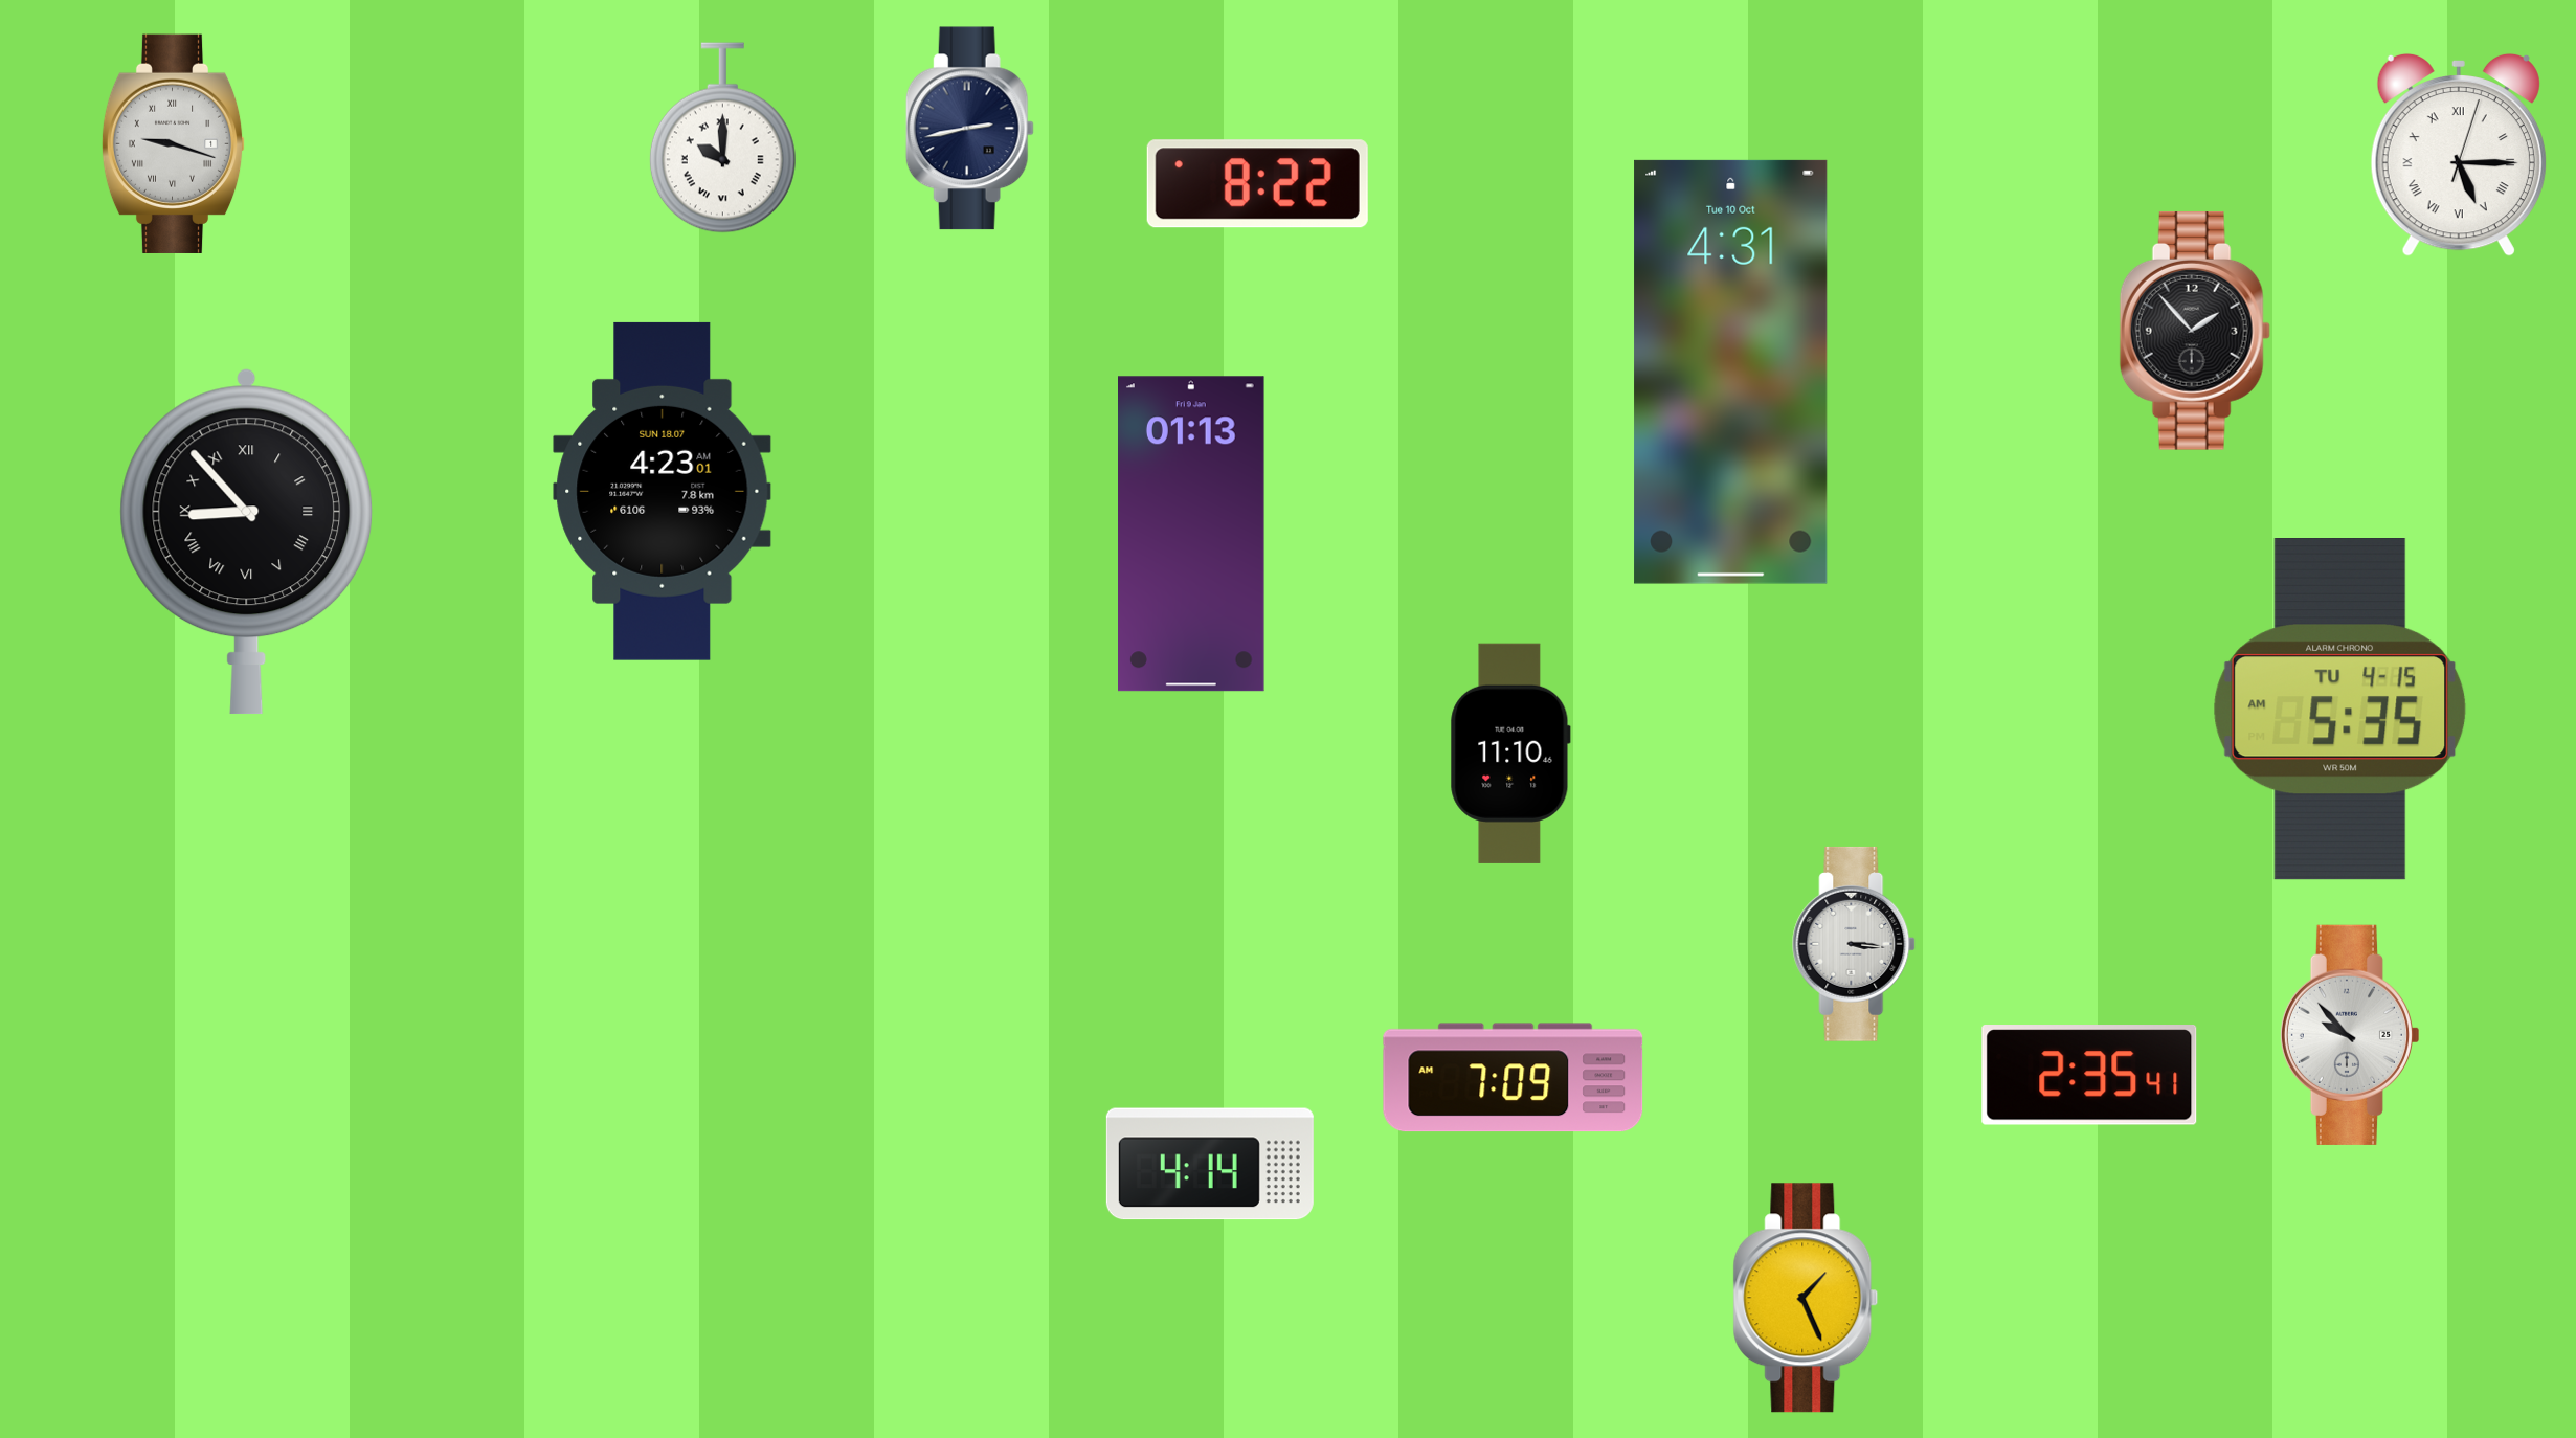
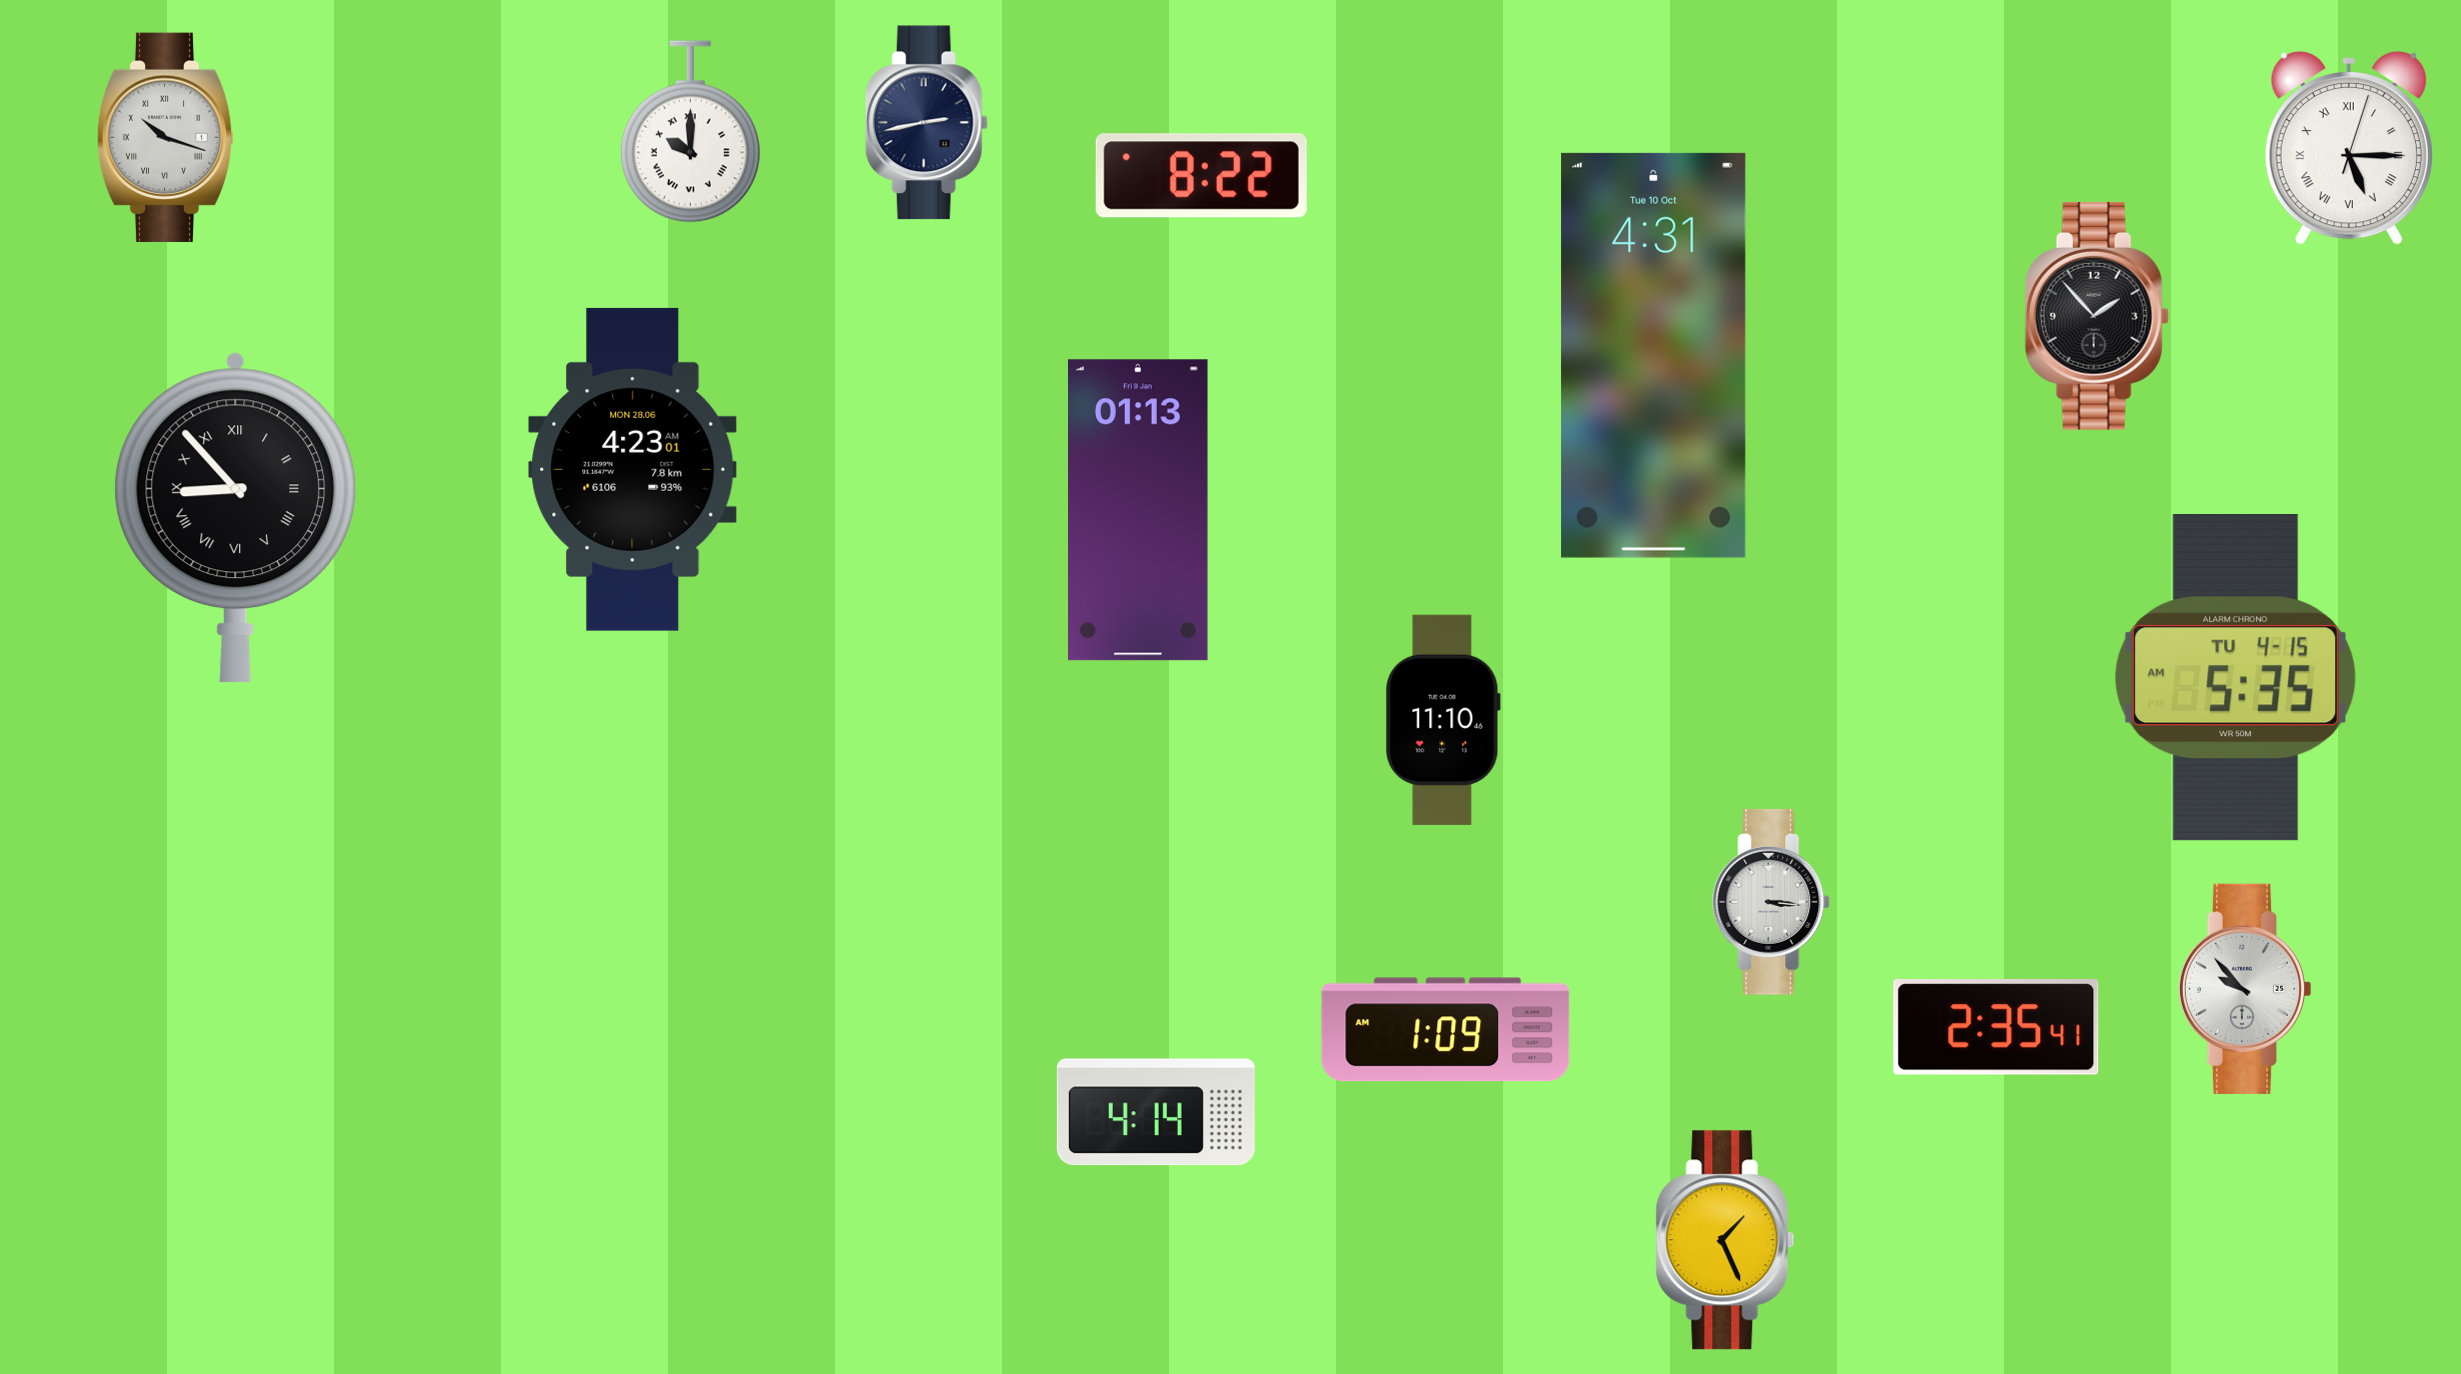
clock at (174, 143): 9:18 -> 10:18
clock at (663, 491) date: SUN 18.07 -> MON 28.06
clock at (1514, 1078): 7:09 -> 1:09
